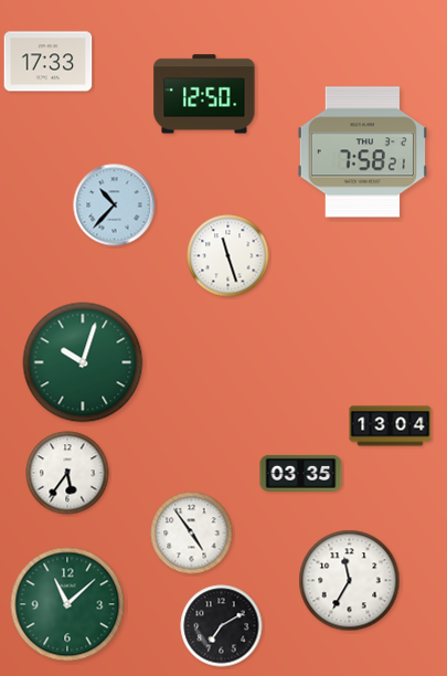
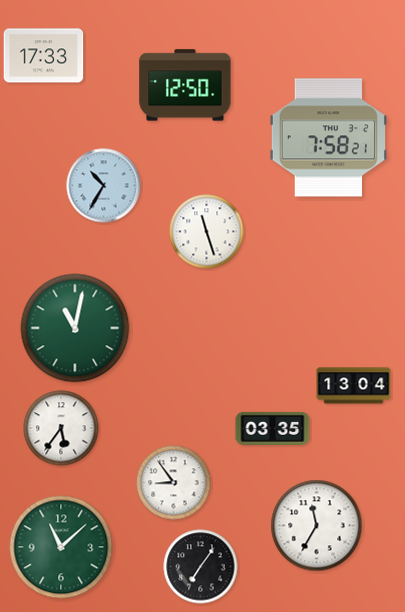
clock at (115, 205): 10:37 -> 10:35
clock at (83, 362): 10:03 -> 11:02
clock at (192, 534): 4:54 -> 8:54
clock at (222, 626): 7:10 -> 7:06
